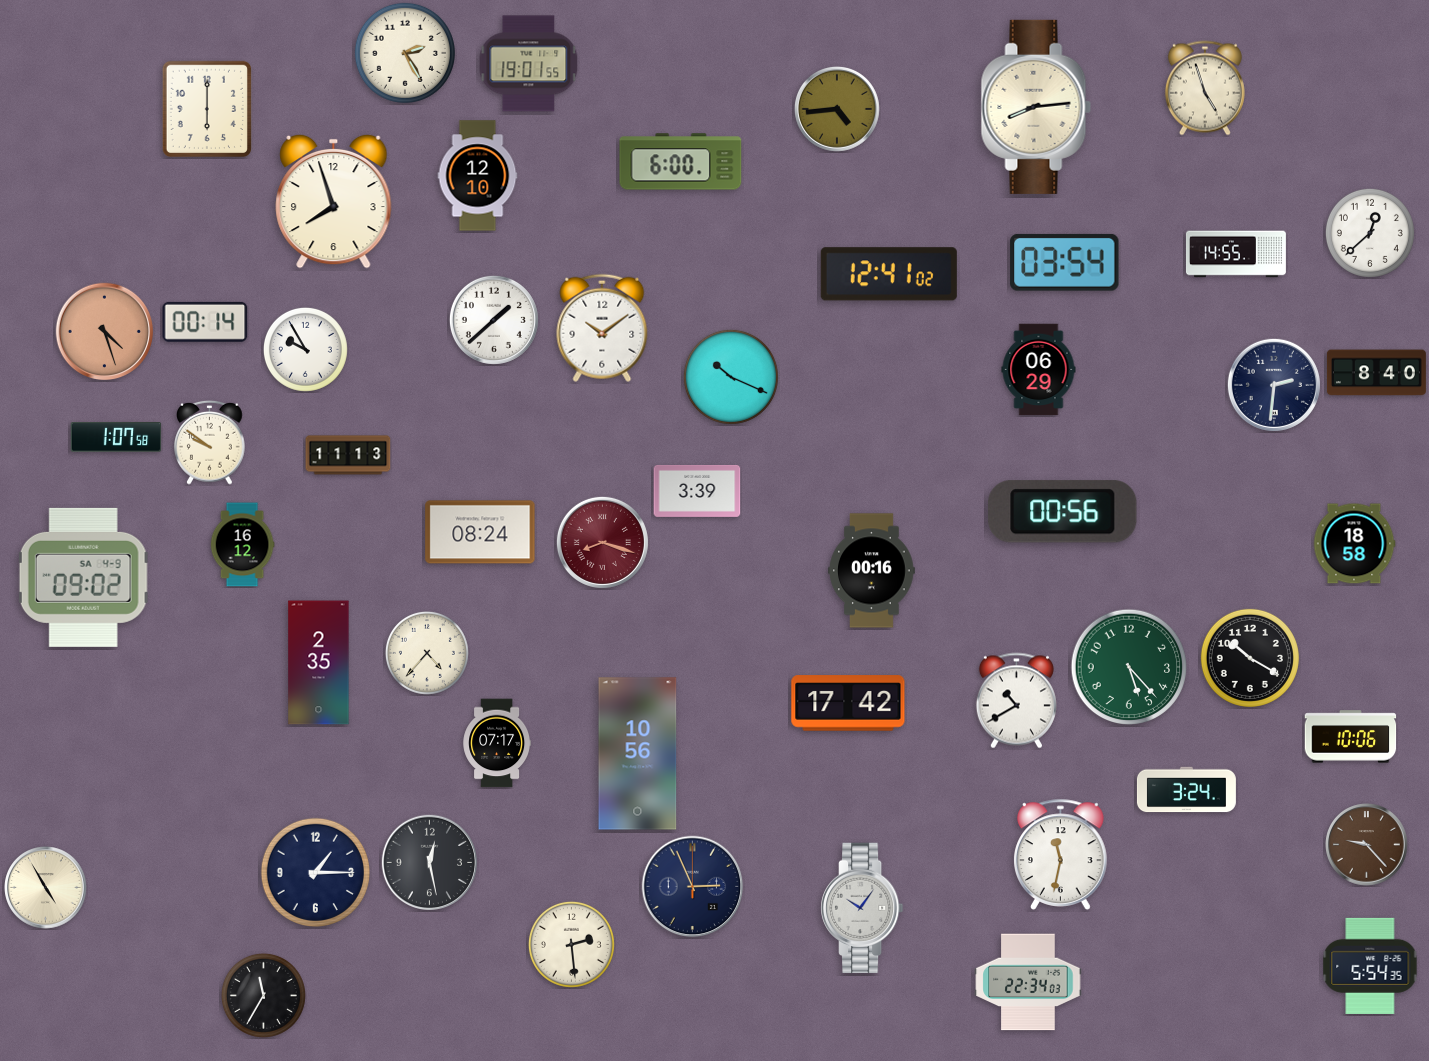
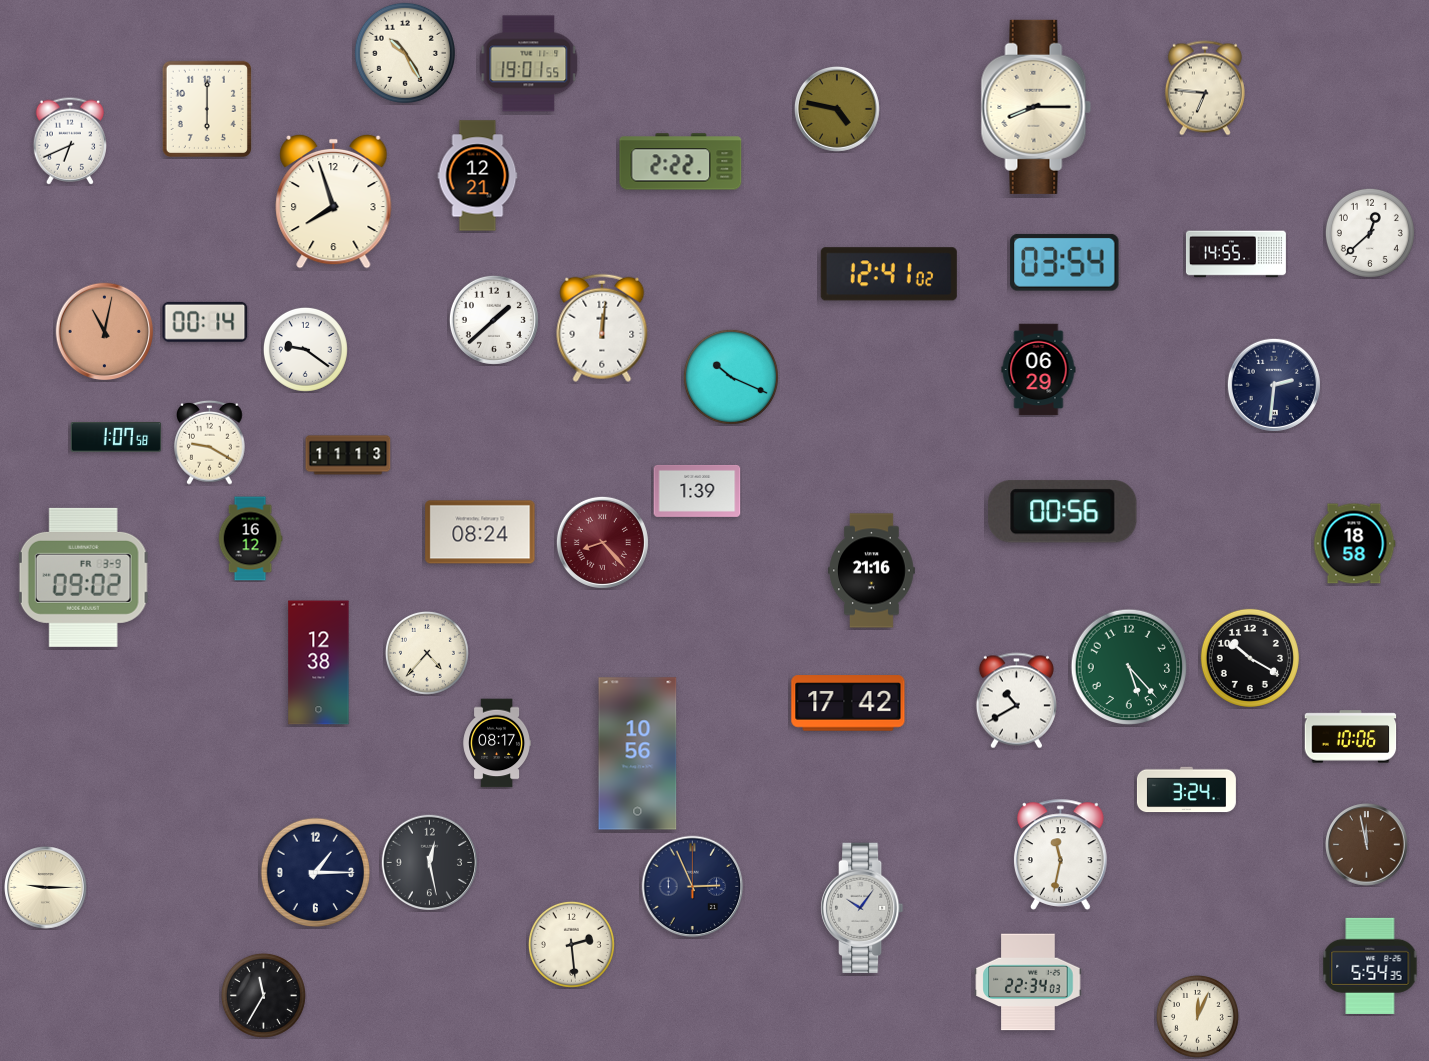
clock at (405, 53): 2:25 -> 10:25
clock at (1205, 88): 4:57 -> 6:46
clock at (1036, 107): 8:14 -> 8:15
clock at (837, 109): 4:44 -> 4:47
clock at (70, 141): none -> 6:41
clock at (681, 162): 6:00 -> 2:22
clock at (478, 176): 12:10 -> 12:21
clock at (602, 328): 10:09 -> 12:01
clock at (105, 332): 4:27 -> 11:02
clock at (305, 349): 9:55 -> 9:21
clock at (1376, 373): 8:40 -> none
clock at (210, 442): 9:51 -> 9:20
clock at (697, 491): 3:39 -> 1:39
clock at (602, 542): 8:18 -> 8:23
clock at (242, 545) position: (242, 545) -> (250, 539)
clock at (872, 571): 00:16 -> 21:16
clock at (84, 577) date: SA 4-9 -> FR 3-9
clock at (319, 663): 2:35 -> 12:38
clock at (496, 743): 07:17 -> 08:17
clock at (1367, 845): 9:23 -> 11:58
clock at (46, 888): 4:55 -> 9:15
clock at (1197, 1016): none -> 12:04
